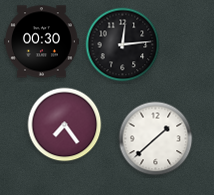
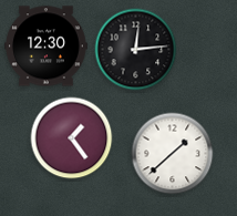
clock at (42, 42): 00:30 -> 12:30
clock at (65, 125): 7:24 -> 1:24
